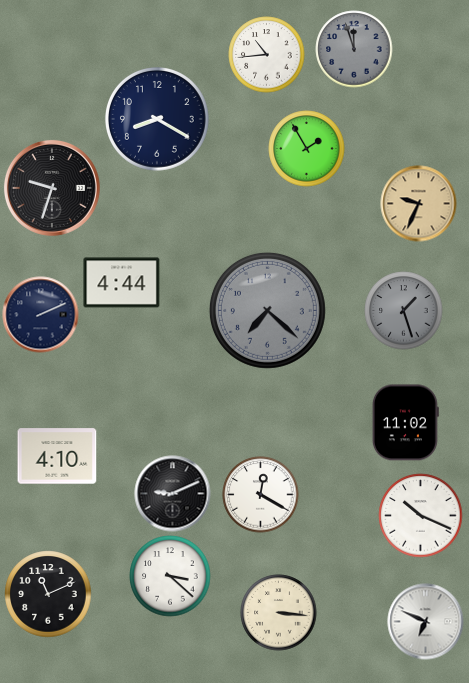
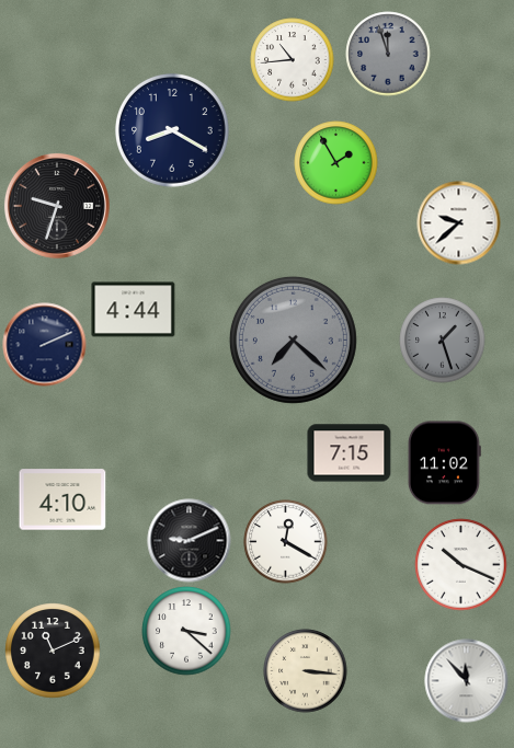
clock at (419, 204): 9:34 -> 9:38
clock at (419, 204) dial: champagne -> white
clock at (350, 453): none -> 7:15
clock at (426, 622): 6:49 -> 11:53
